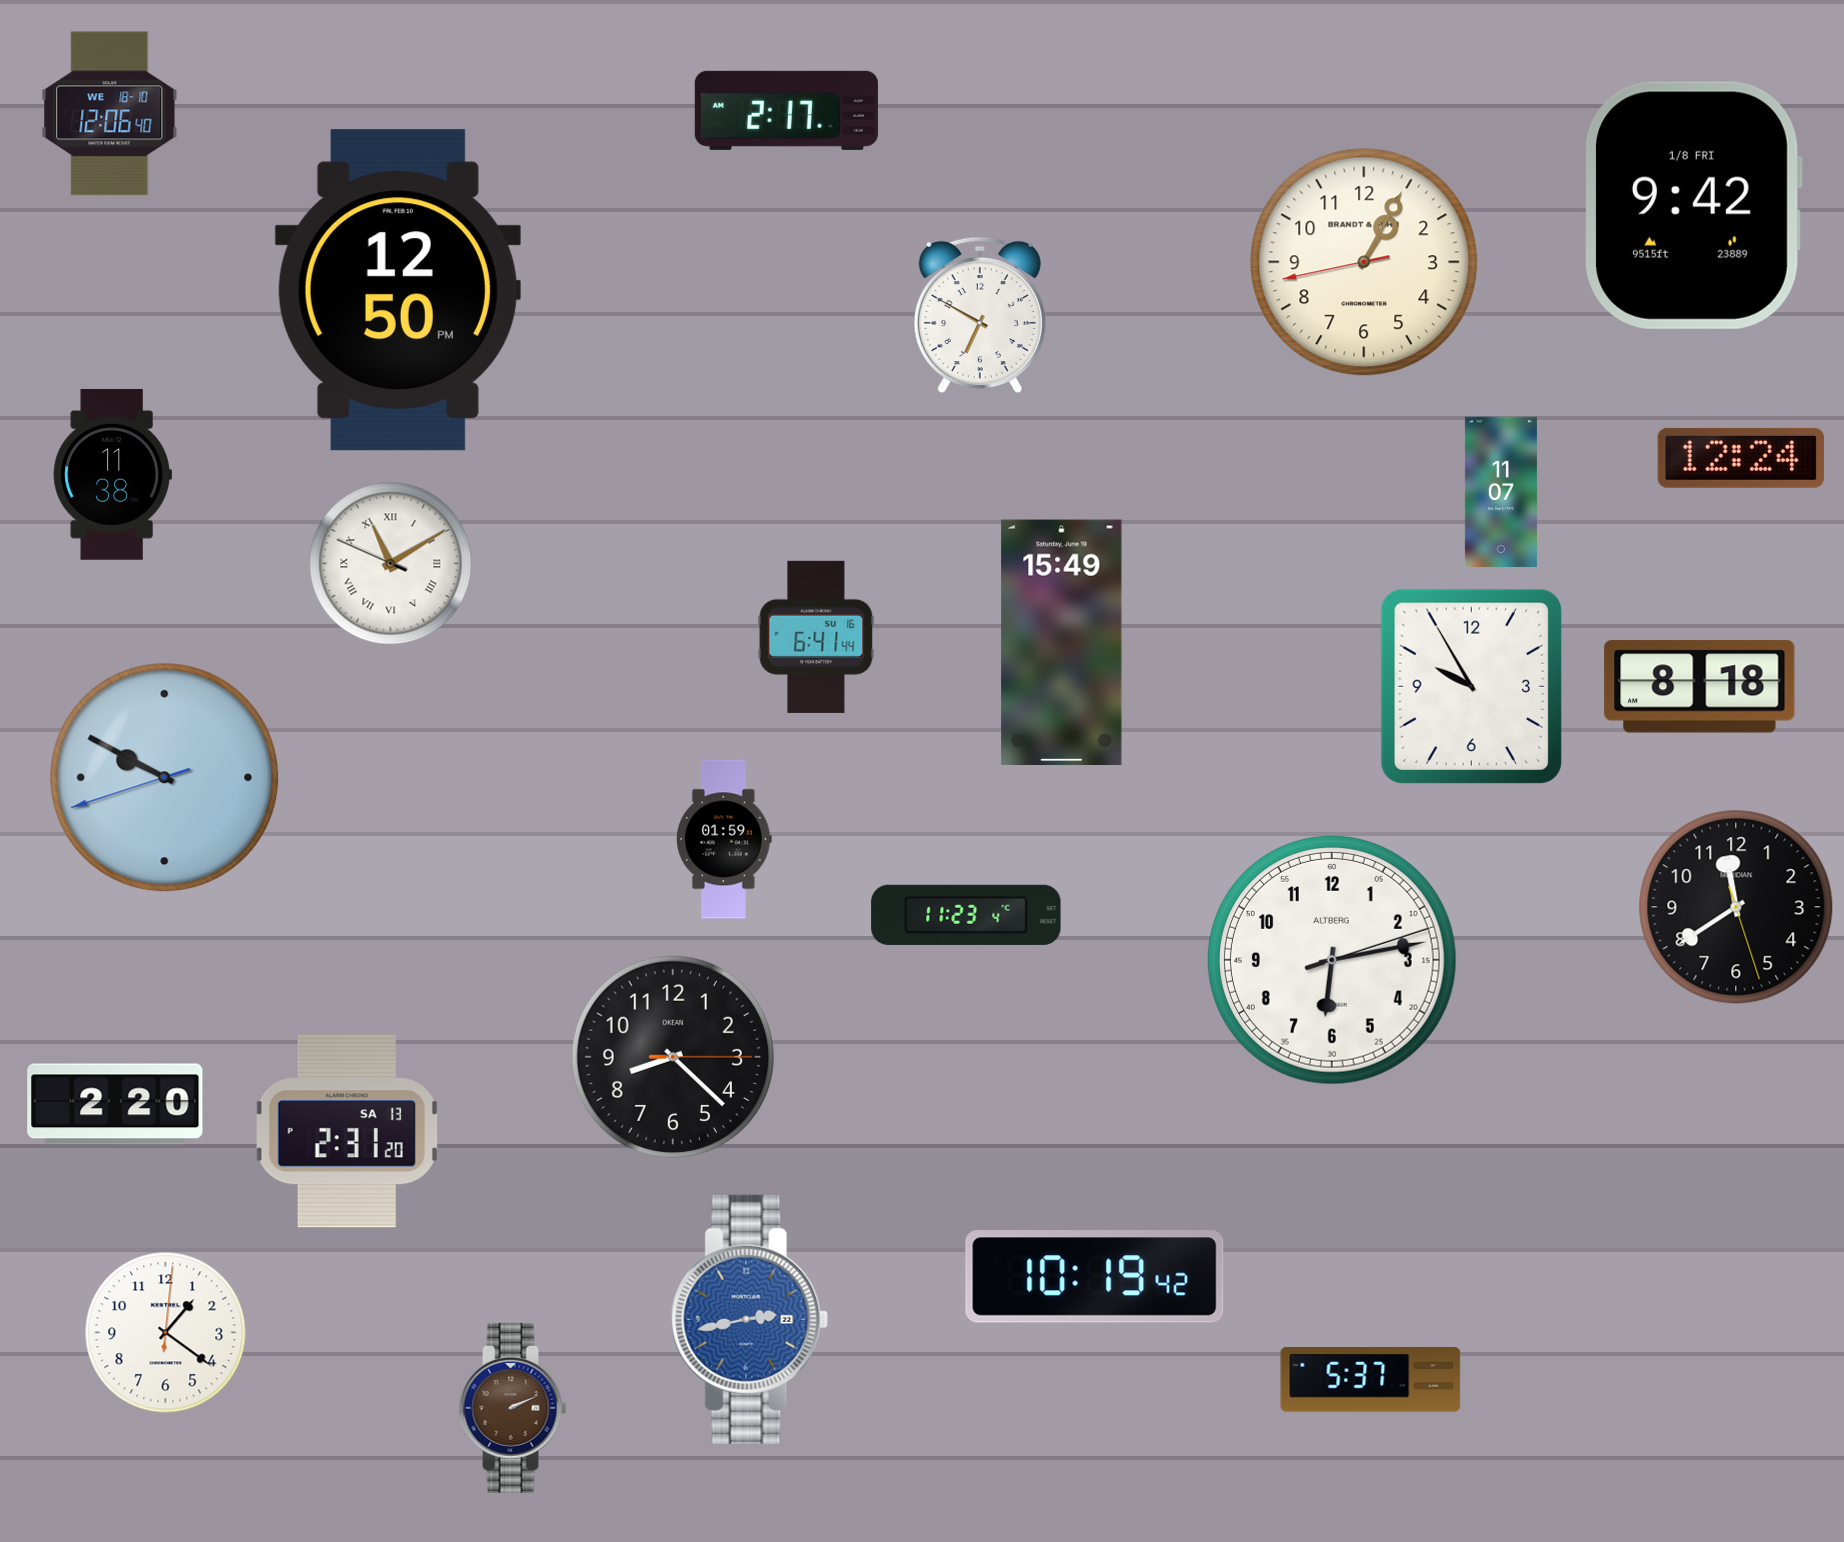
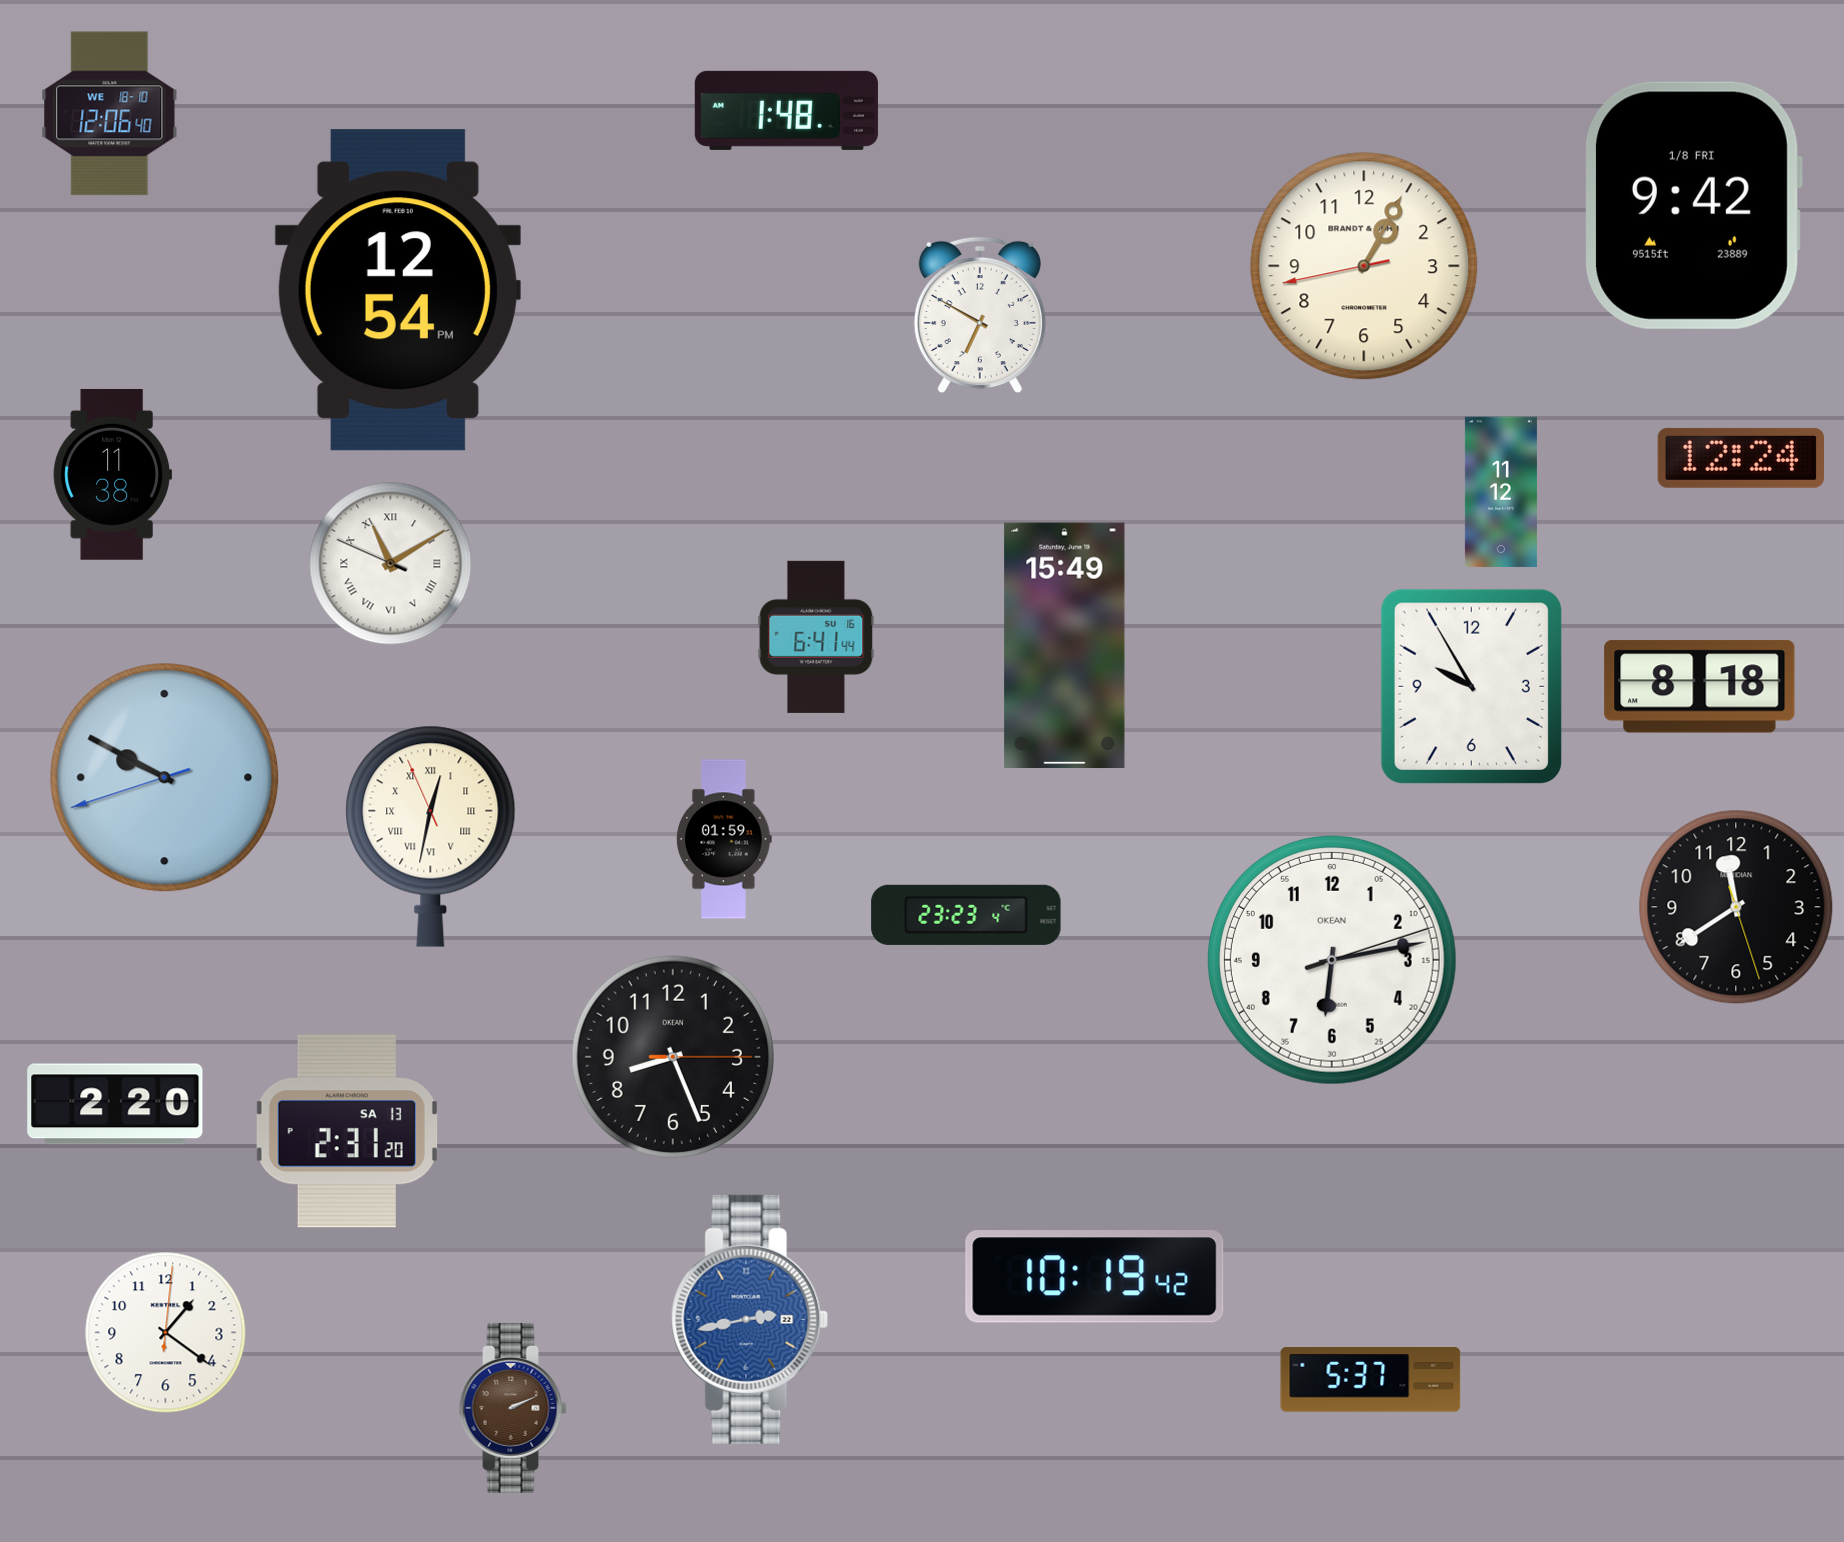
clock at (786, 110): 2:17 -> 1:48
clock at (1364, 262) position: (1364, 262) -> (1364, 266)
clock at (398, 290): 12:50 -> 12:54
clock at (1501, 492): 11:07 -> 11:12
clock at (1062, 643) position: (1062, 643) -> (1065, 646)
clock at (431, 836): none -> 12:31
clock at (966, 915): 11:23 -> 23:23
clock at (1332, 960) brand: ALTBERG -> OKEAN
clock at (672, 1056): 8:22 -> 8:26
